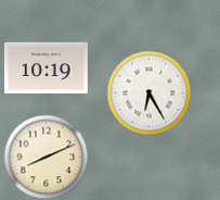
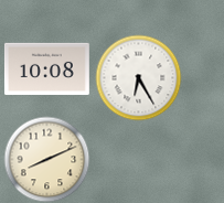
clock at (46, 67): 10:19 -> 10:08
clock at (148, 92) position: (148, 92) -> (138, 77)
